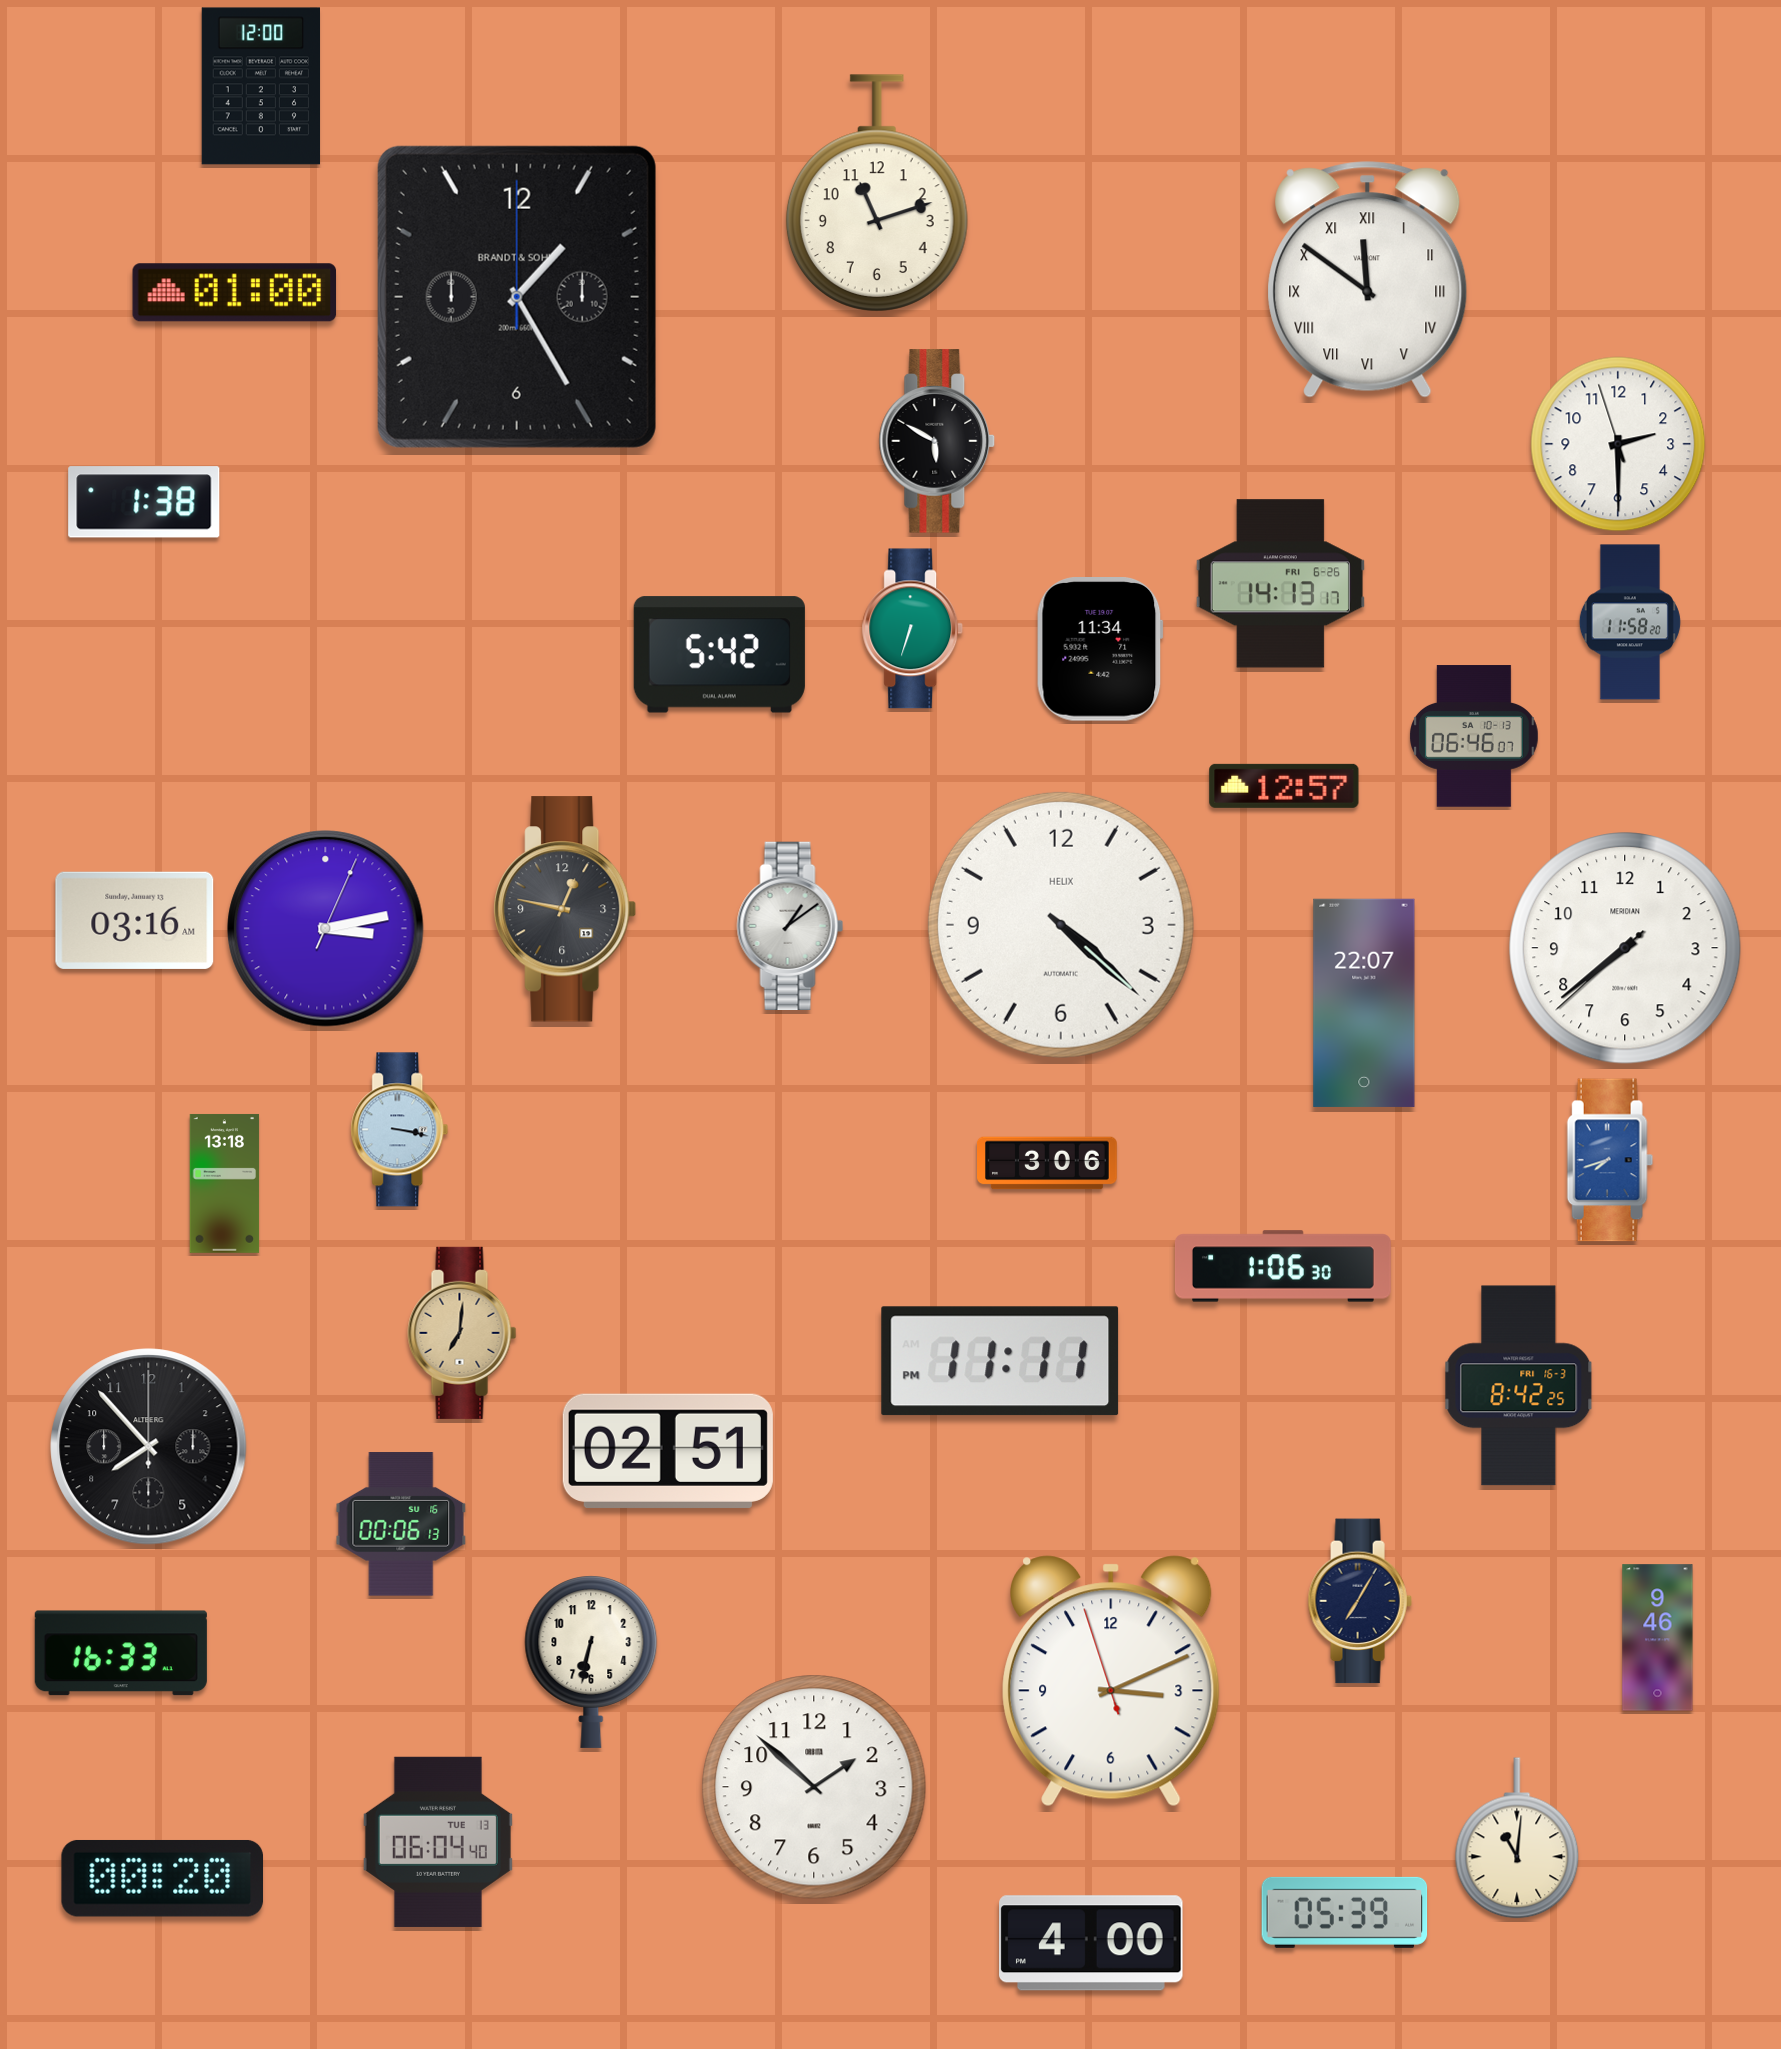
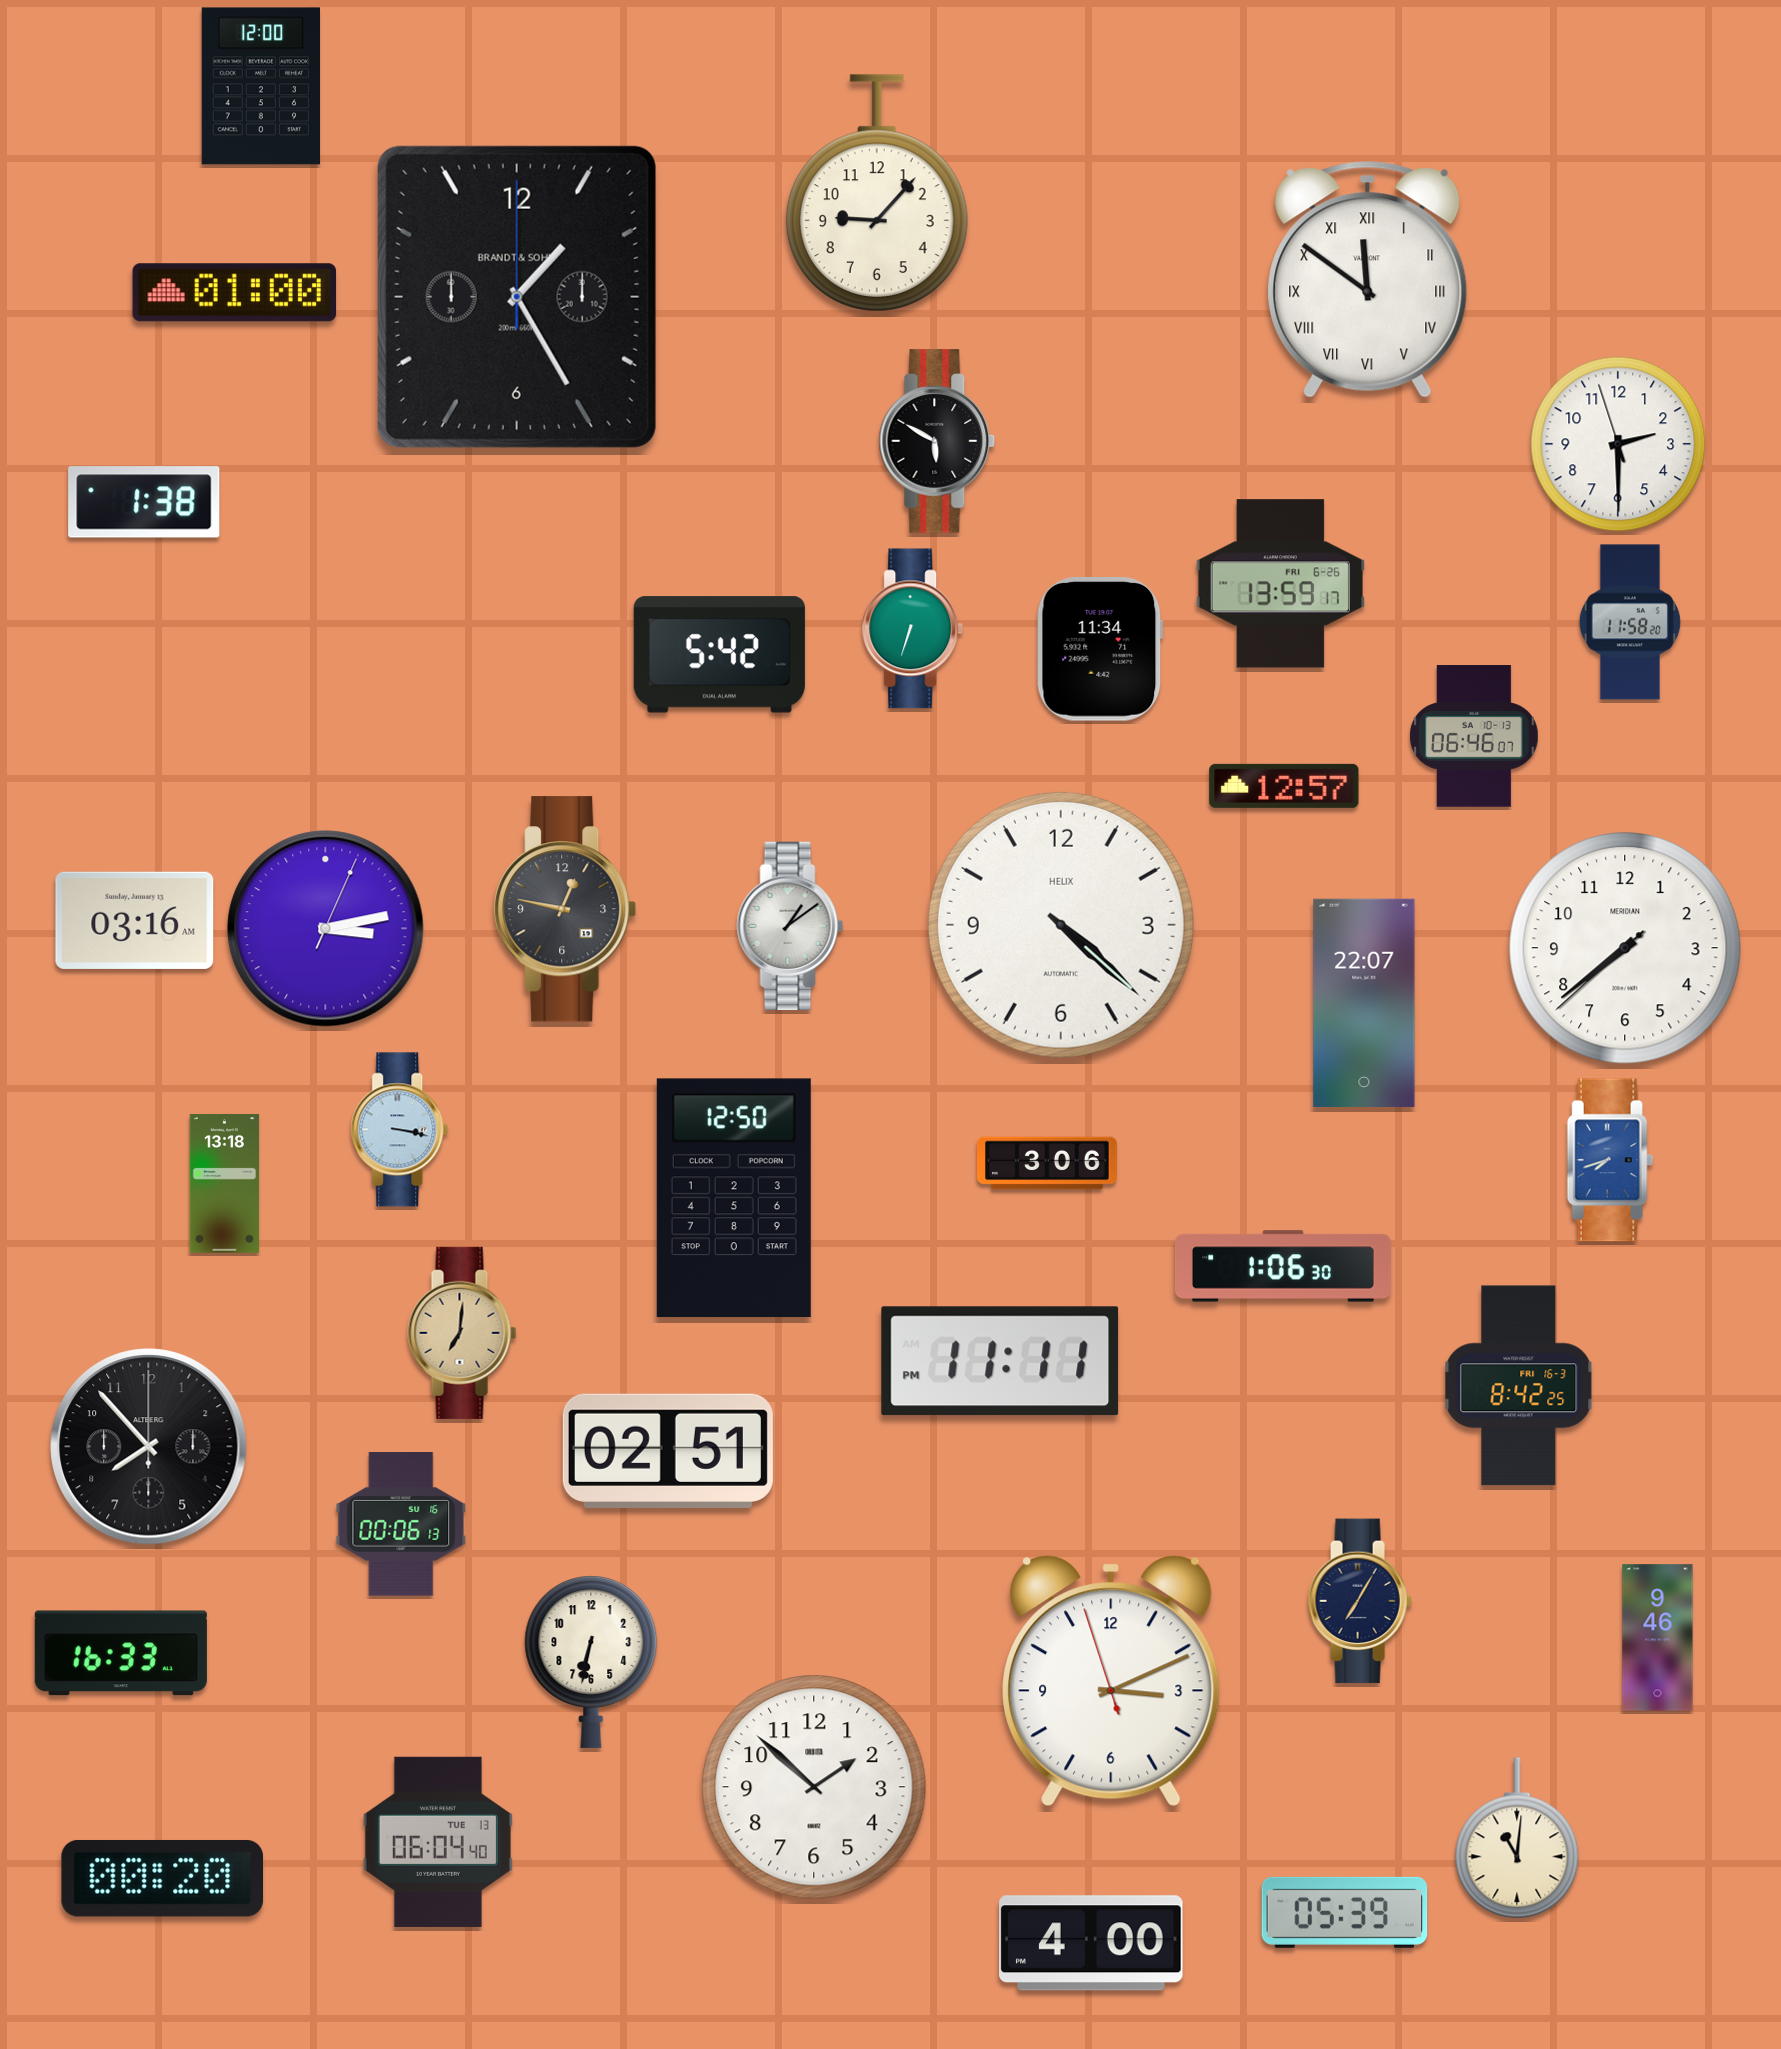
clock at (877, 193): 11:12 -> 9:07
clock at (1280, 584): 14:13 -> 13:59
clock at (734, 1198): none -> 12:50
